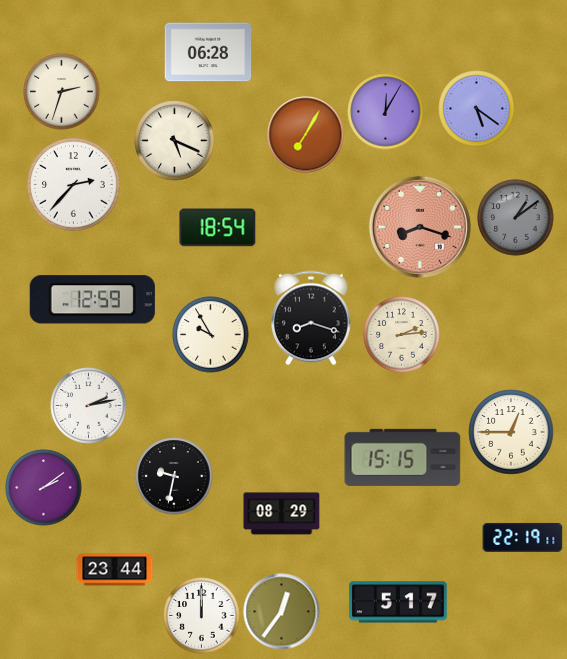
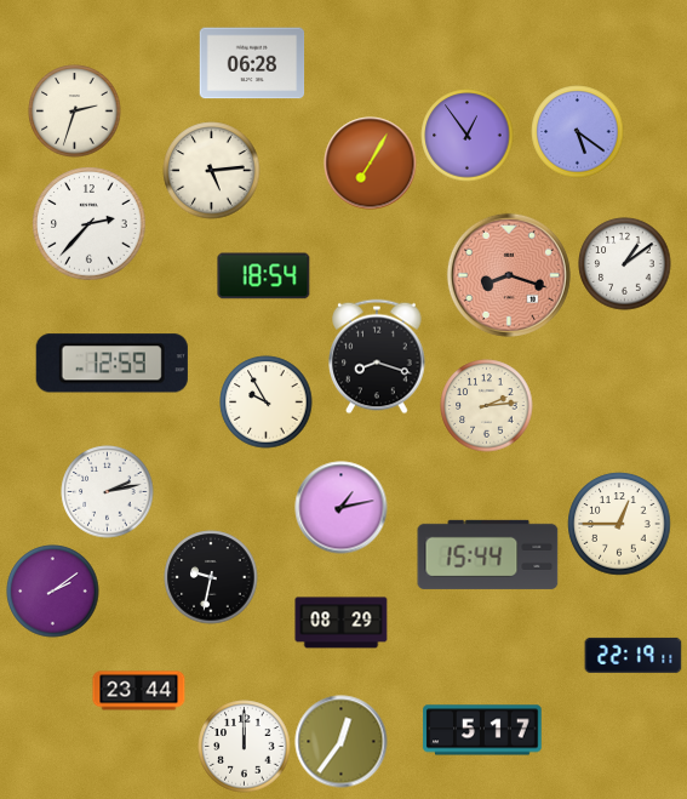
clock at (386, 112): 12:05 -> 12:54
clock at (175, 141): 5:19 -> 5:14
clock at (516, 218) dial: grey -> white
clock at (311, 318) position: (311, 318) -> (377, 356)
clock at (211, 335) position: (211, 335) -> (267, 403)
clock at (342, 508): none -> 1:13
clock at (403, 457): 15:15 -> 15:44
clock at (523, 537) position: (523, 537) -> (634, 655)
